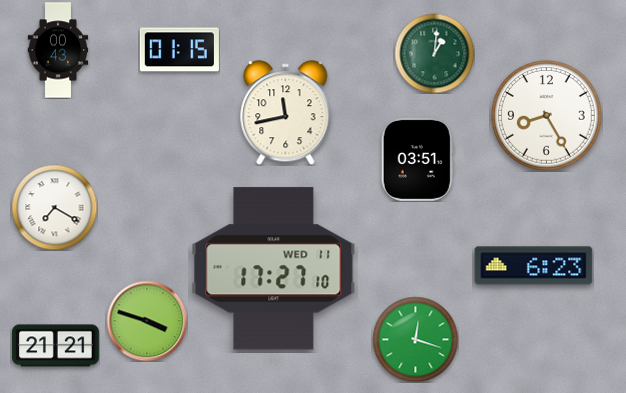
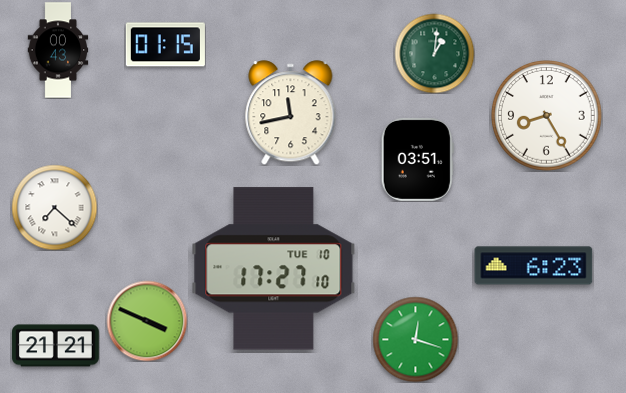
clock at (179, 50) position: (179, 50) -> (165, 45)
clock at (286, 113) position: (286, 113) -> (291, 113)
clock at (54, 207): 7:20 -> 7:22
clock at (274, 269) date: WED 11 -> TUE 10
clock at (147, 321): 3:48 -> 3:49
